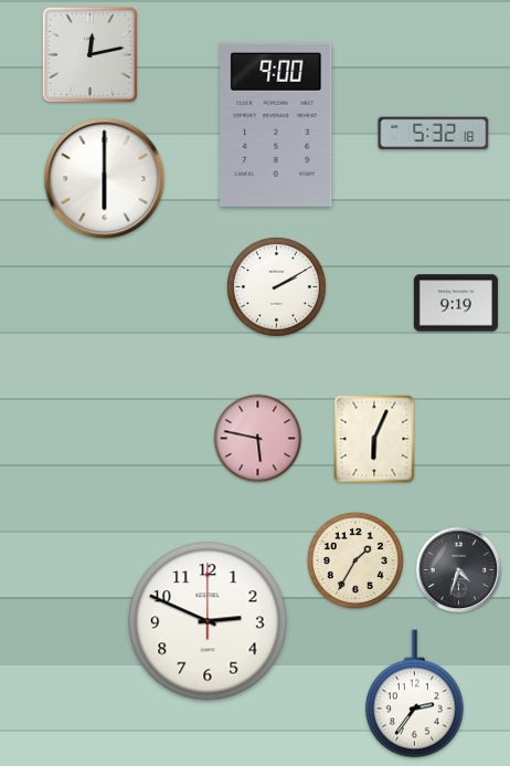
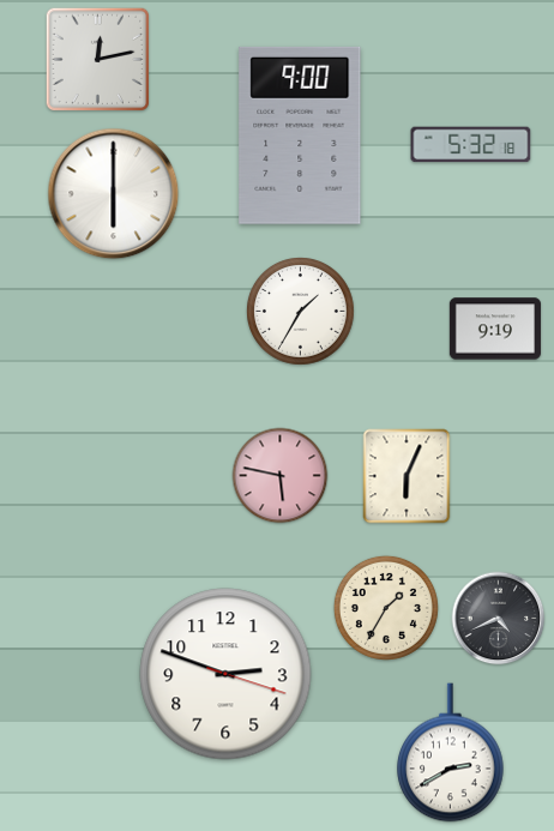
clock at (277, 287): 2:10 -> 1:35
clock at (459, 570): 4:33 -> 4:41
clock at (208, 621): 2:49 -> 2:48
clock at (415, 694): 2:36 -> 2:40
